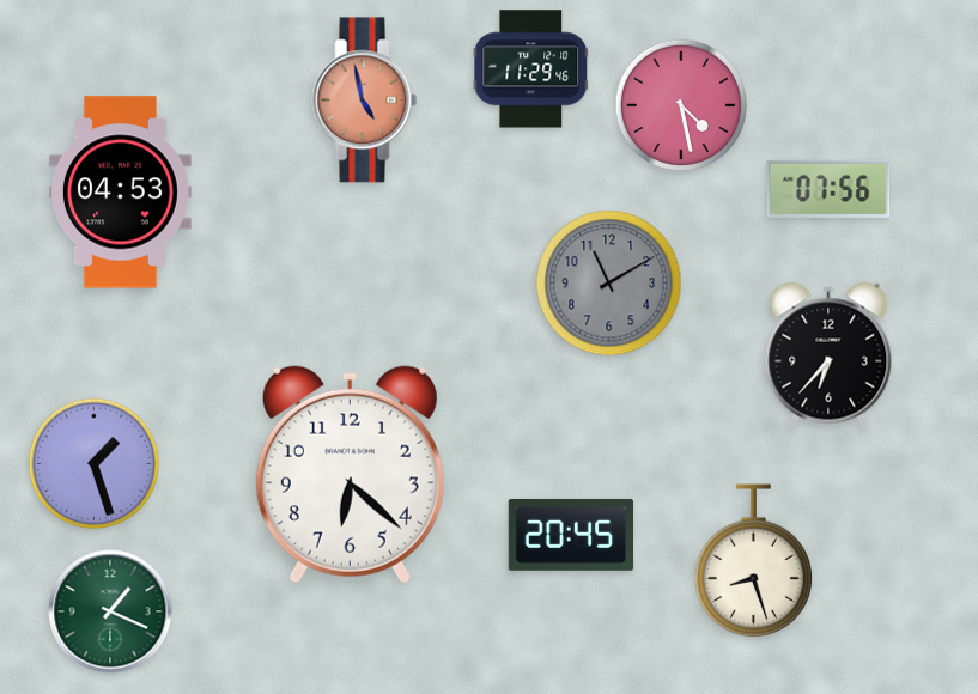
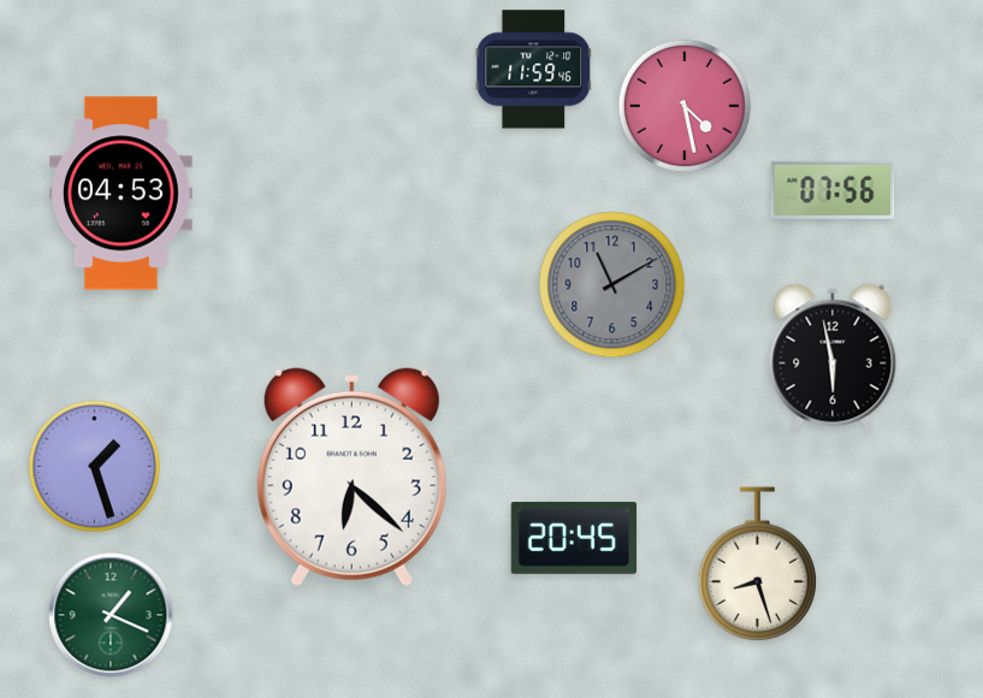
clock at (531, 69): 11:29 -> 11:59
clock at (365, 101): 4:58 -> none
clock at (828, 355): 6:37 -> 5:58
